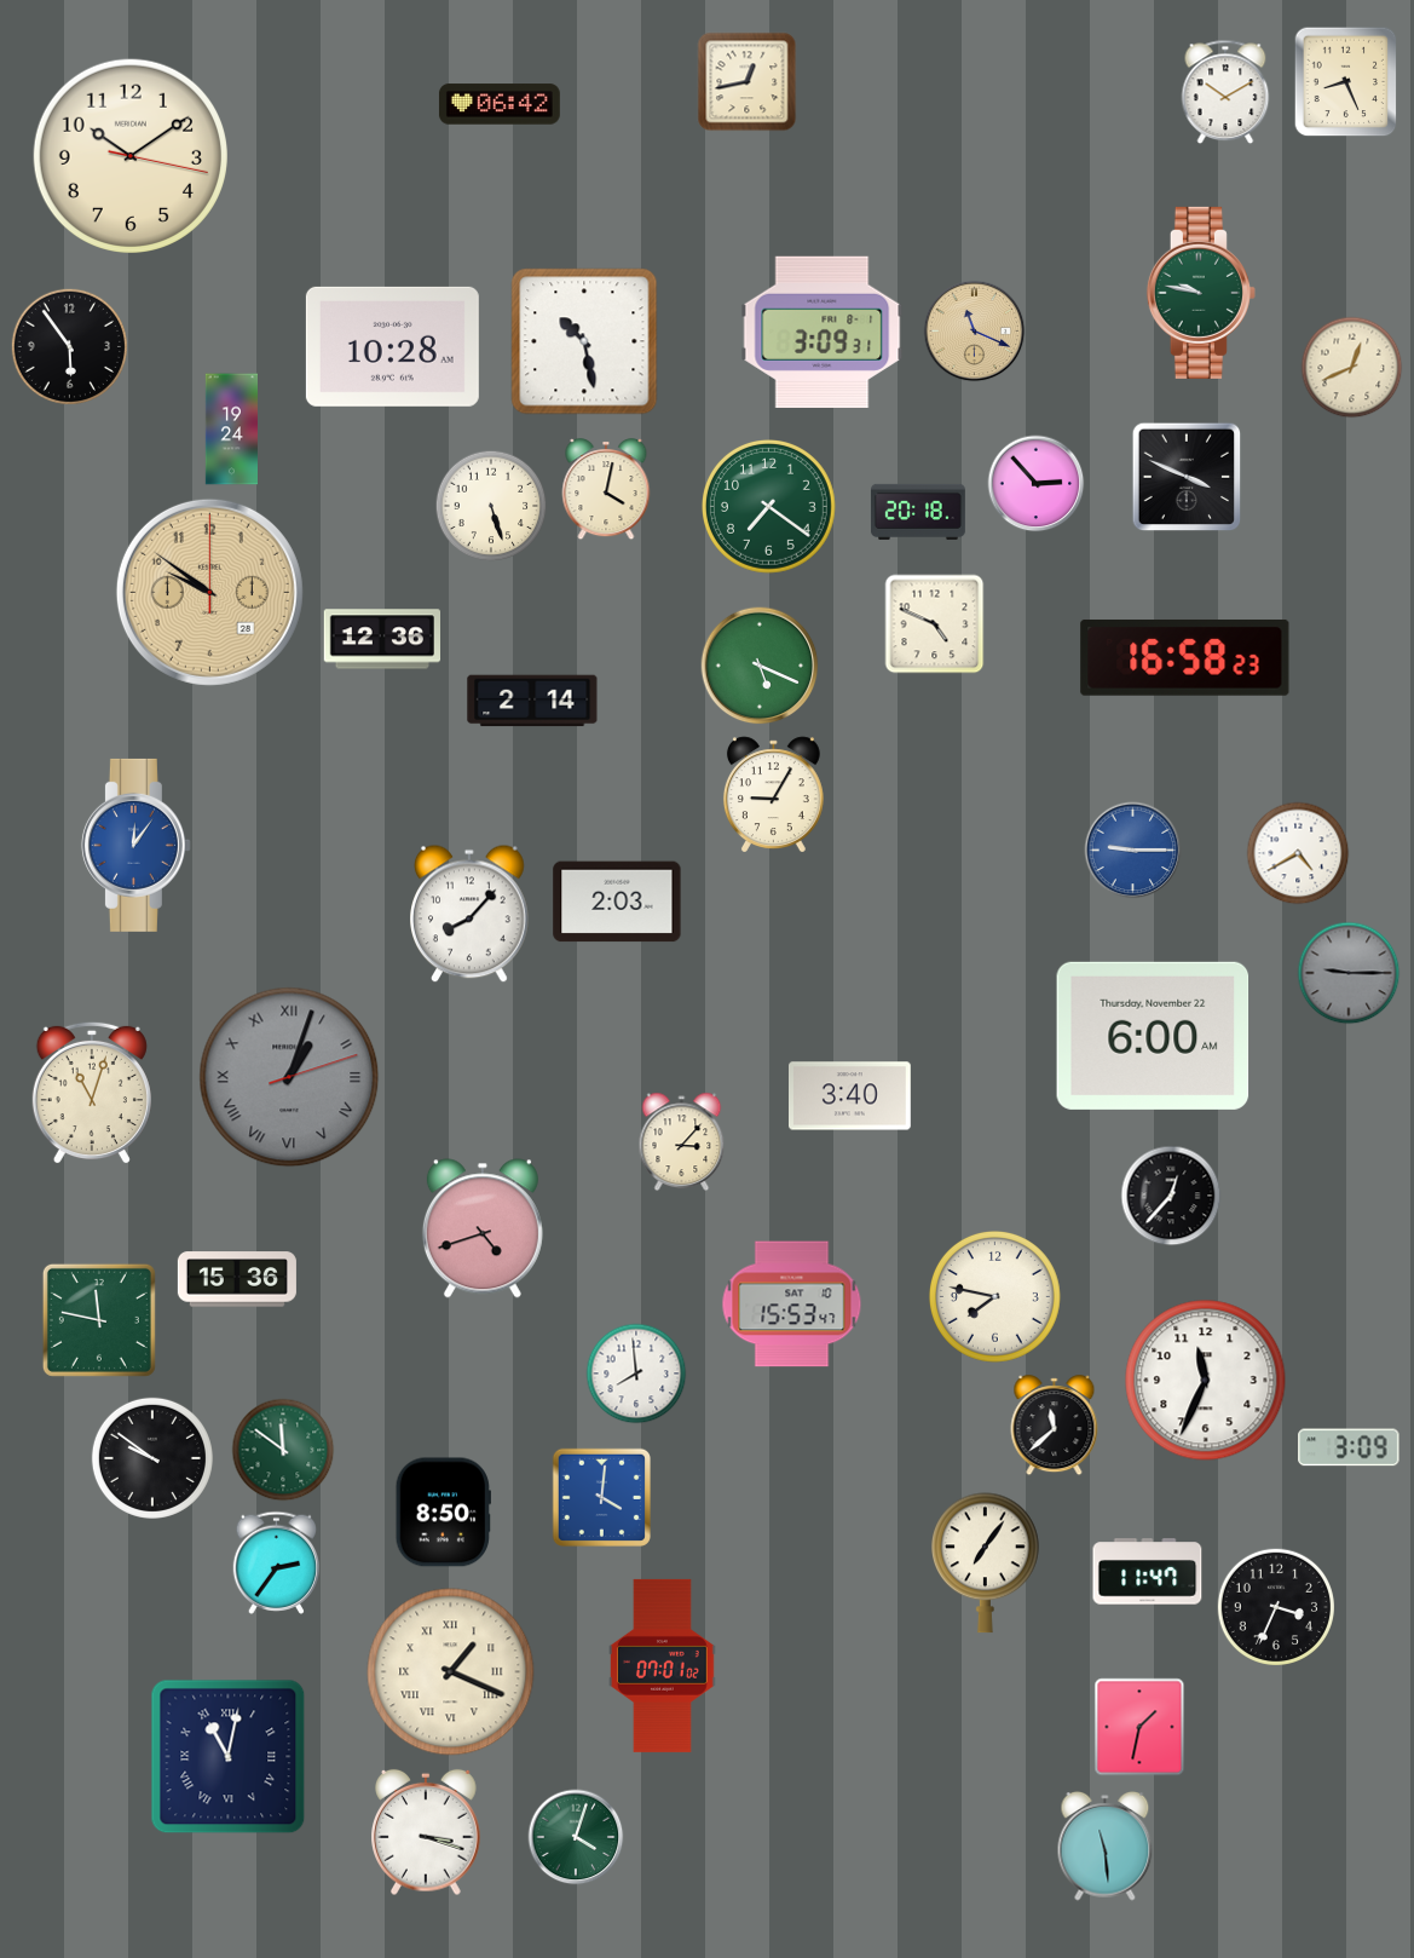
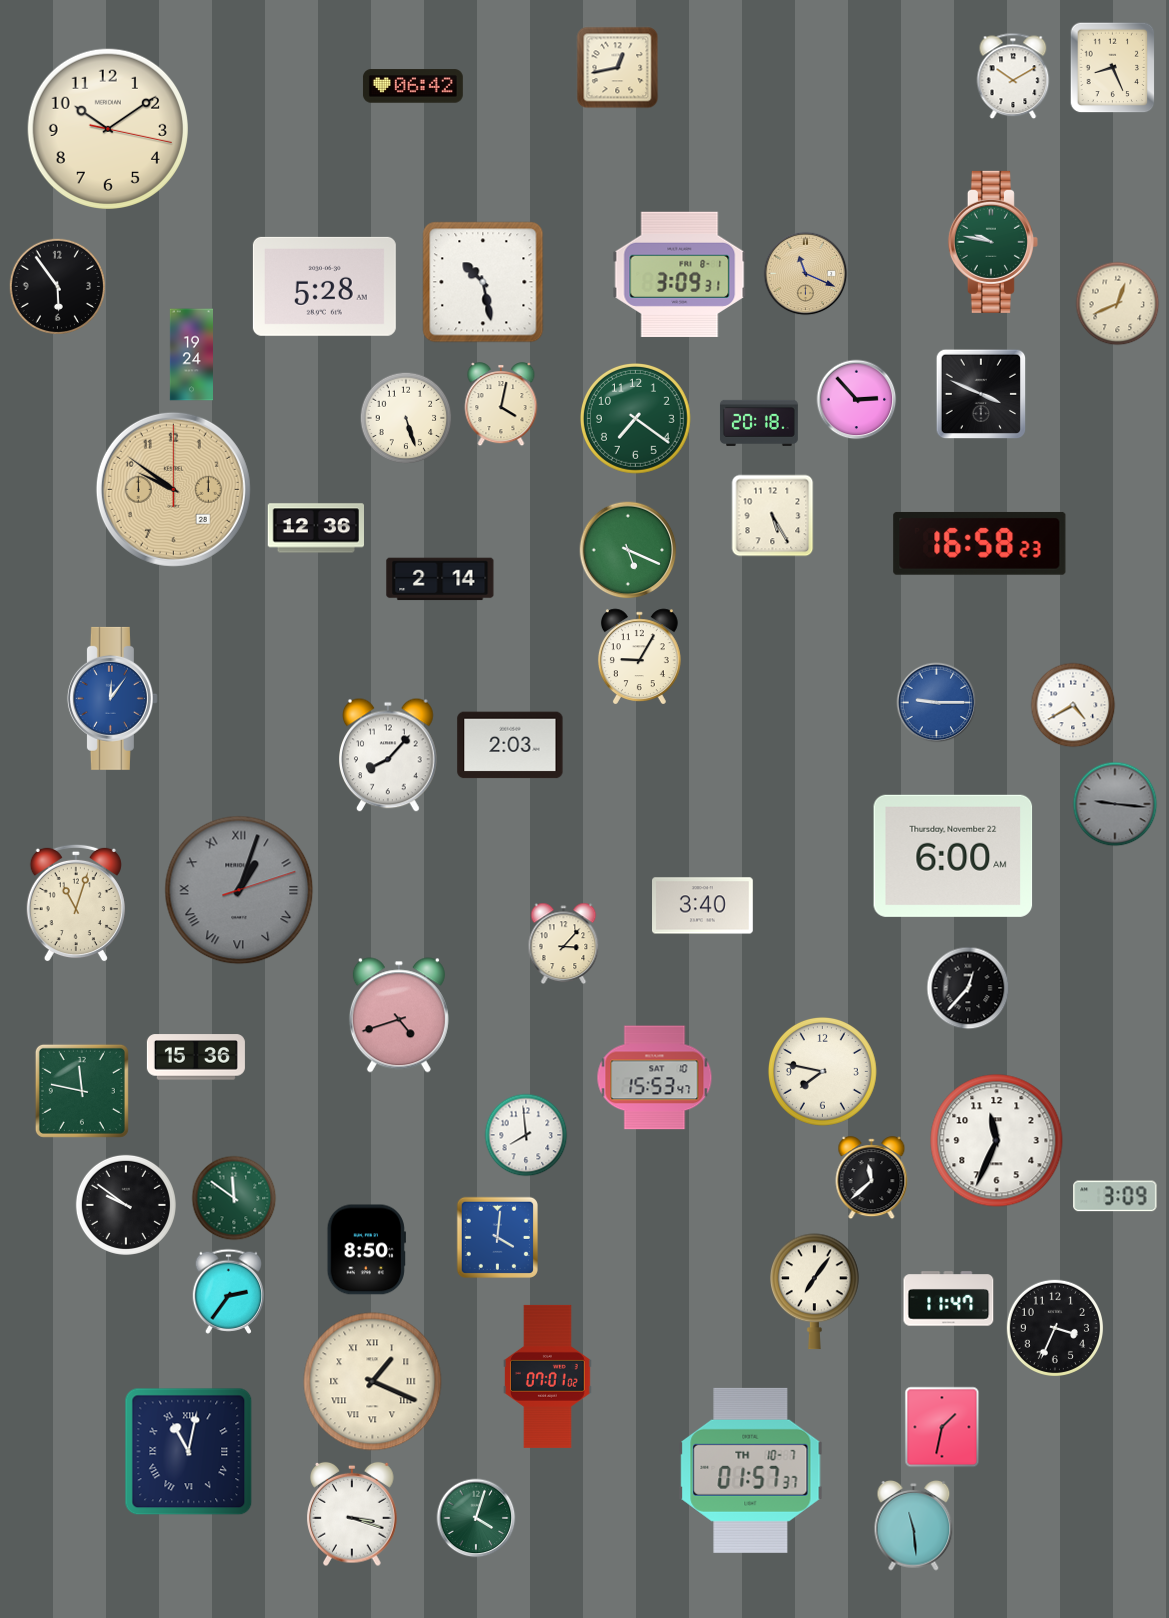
clock at (392, 346): 10:28 -> 5:28
clock at (935, 624): 4:49 -> 5:25
clock at (1349, 973): 9:15 -> 9:16
clock at (751, 1470): none -> 01:57
